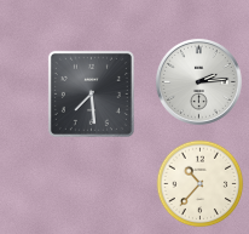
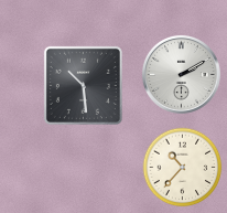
clock at (198, 81): 2:14 -> 2:10
clock at (91, 93): 7:29 -> 10:29
